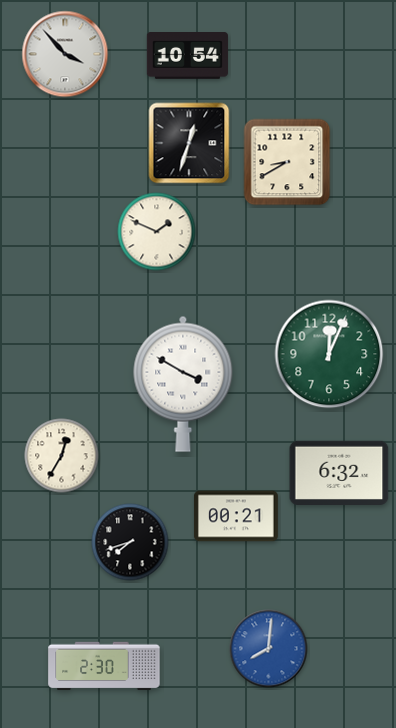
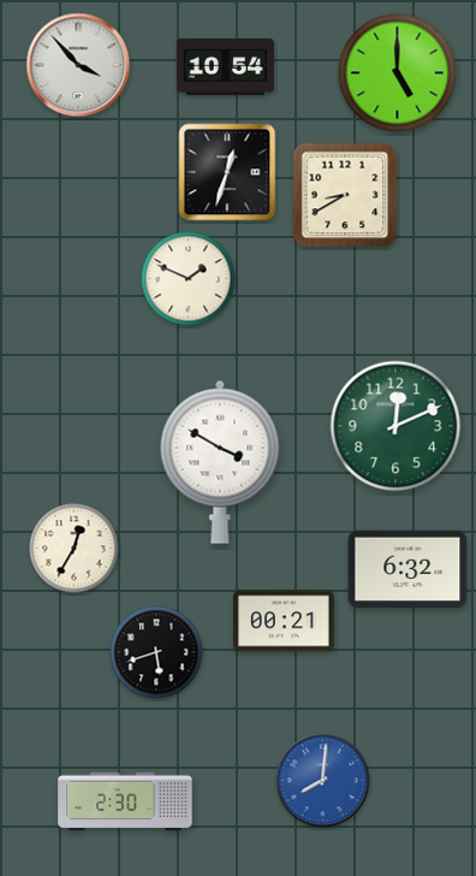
clock at (398, 73): none -> 5:00
clock at (329, 354): 12:04 -> 12:11
clock at (130, 542): 7:42 -> 5:42
